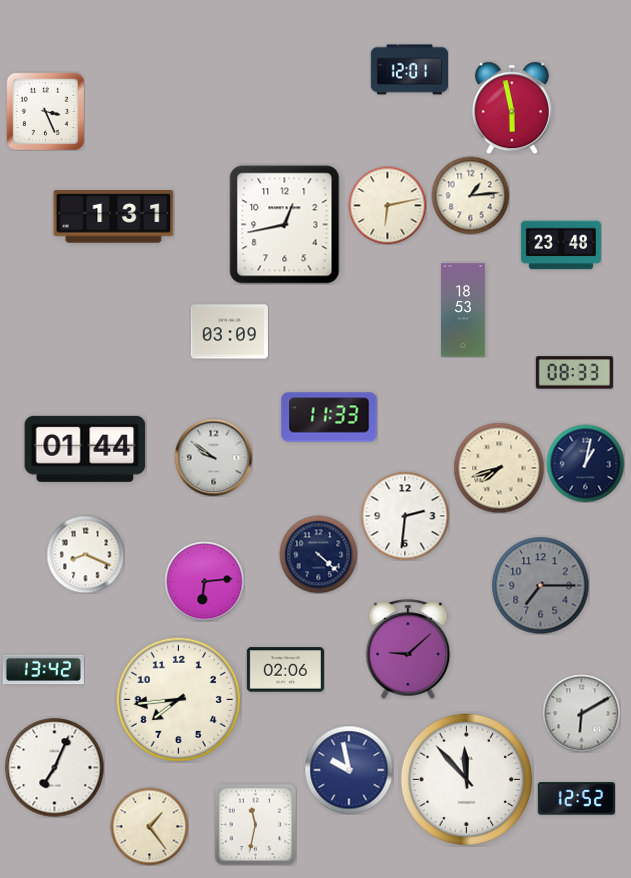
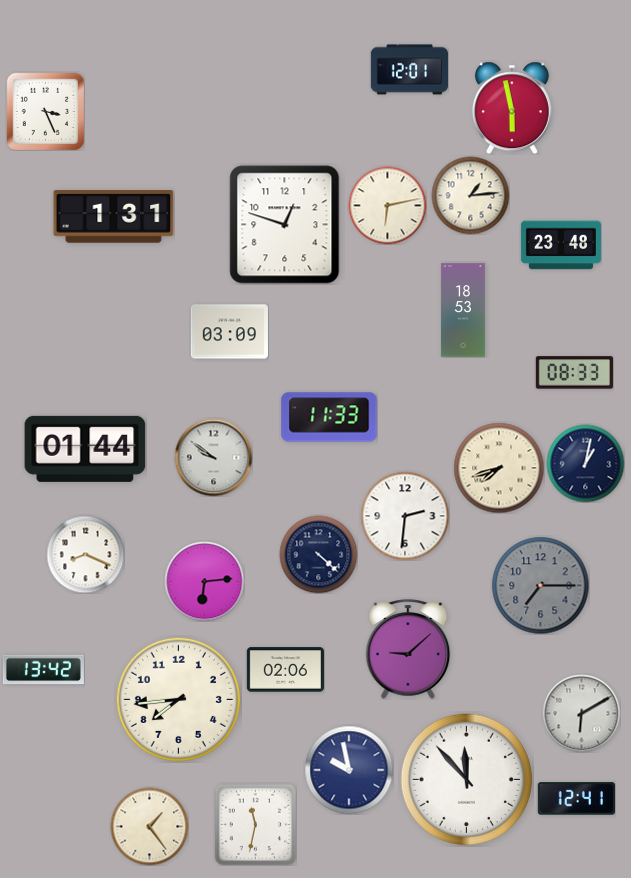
clock at (285, 225): 12:43 -> 12:48
clock at (55, 768): 7:04 -> none
clock at (576, 799): 12:52 -> 12:41
